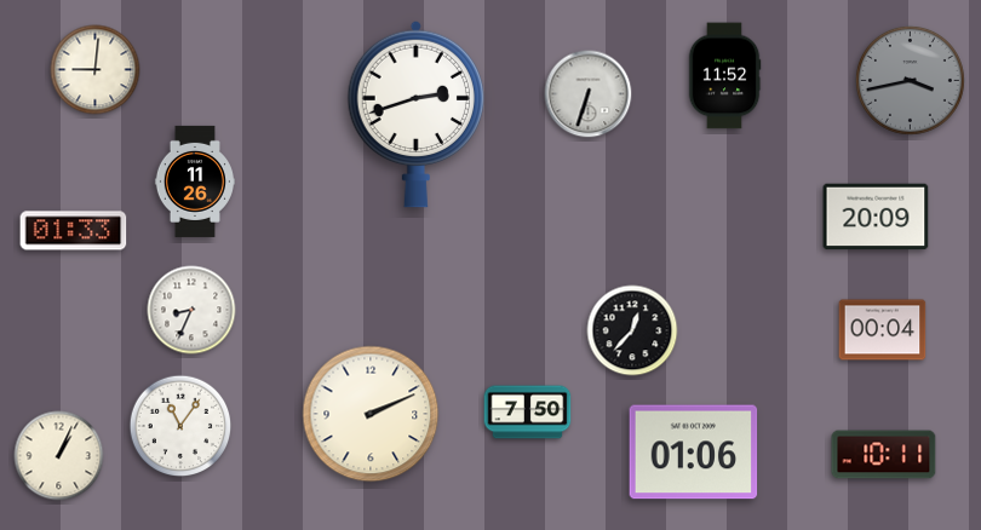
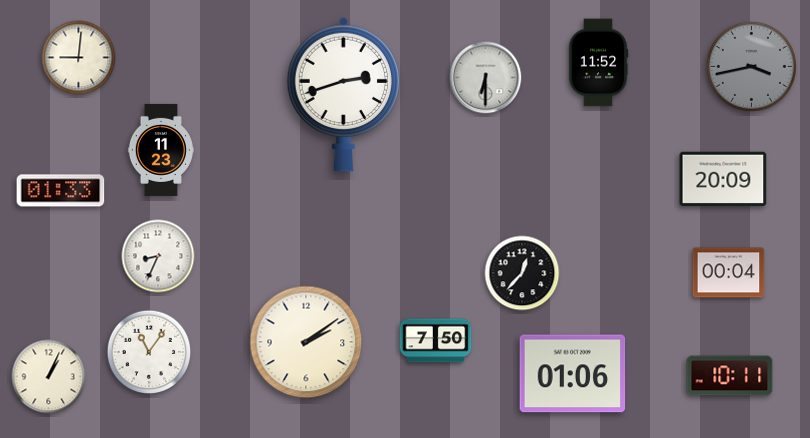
clock at (589, 94): 6:33 -> 6:30
clock at (194, 182): 11:26 -> 11:23
clock at (371, 414): 2:11 -> 2:09
